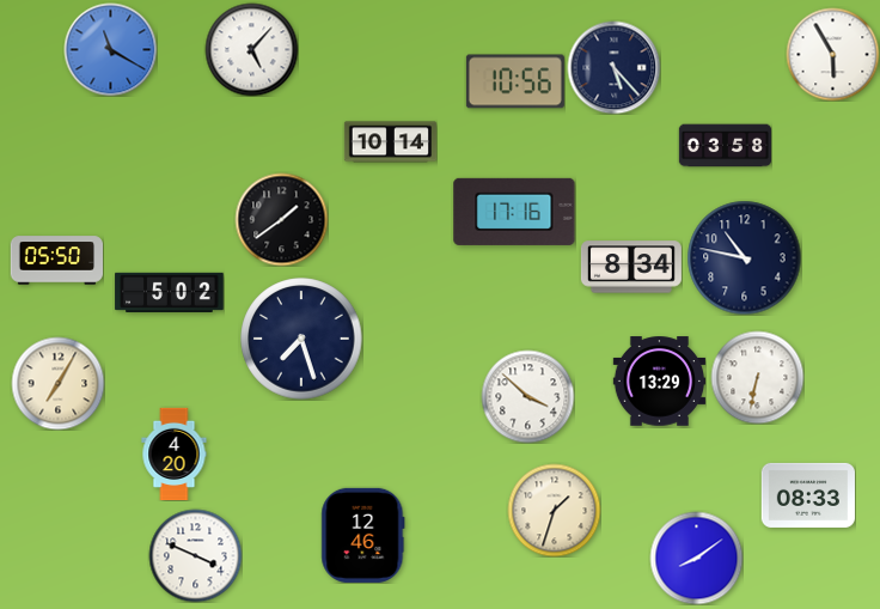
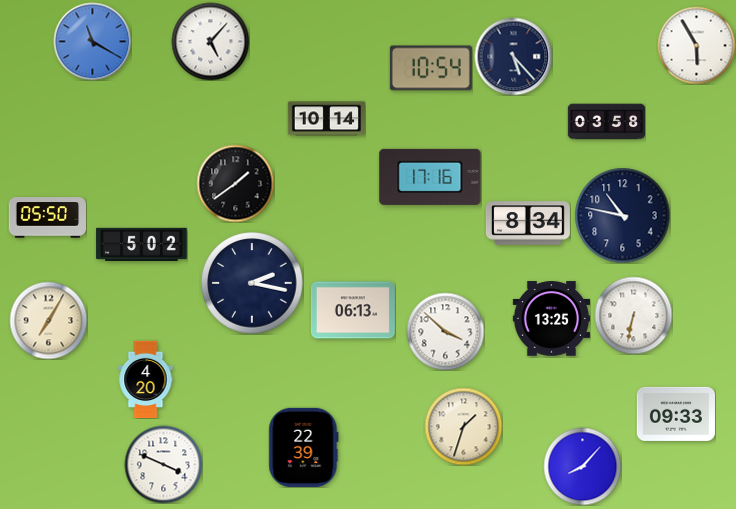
clock at (515, 81): 10:56 -> 10:54
clock at (301, 339): 7:27 -> 2:17
clock at (353, 310): none -> 06:13
clock at (659, 382): 13:29 -> 13:25
clock at (527, 396) position: (527, 396) -> (445, 331)
clock at (808, 495): 08:33 -> 09:33
clock at (363, 535): 12:46 -> 22:39
clock at (696, 558): 8:09 -> 8:07
